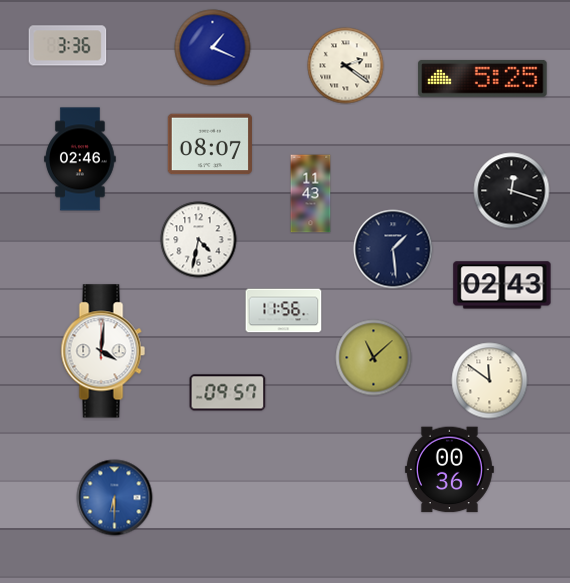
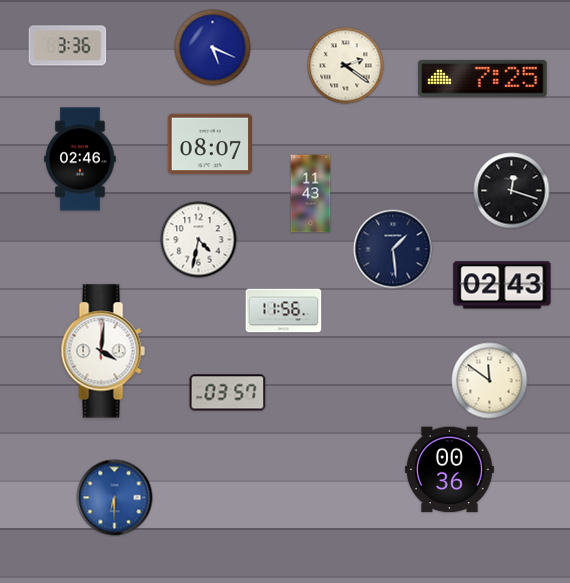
clock at (213, 48): 1:19 -> 5:19
clock at (483, 78): 5:25 -> 7:25
clock at (374, 358): 11:08 -> none
clock at (228, 393): 09:57 -> 03:57
